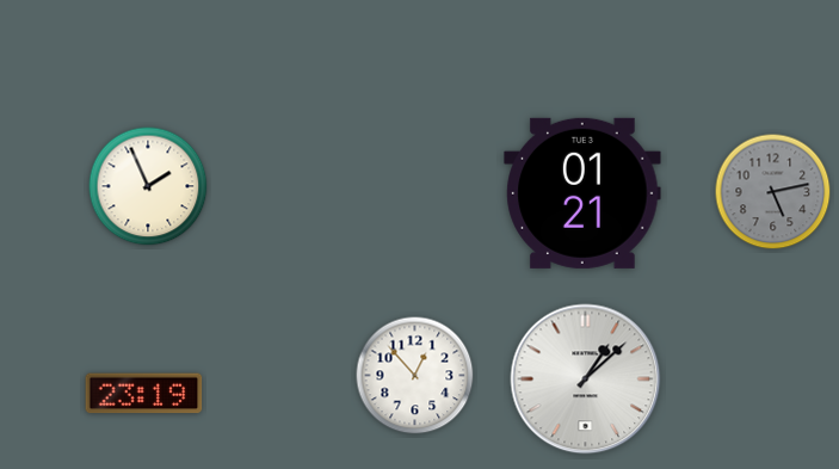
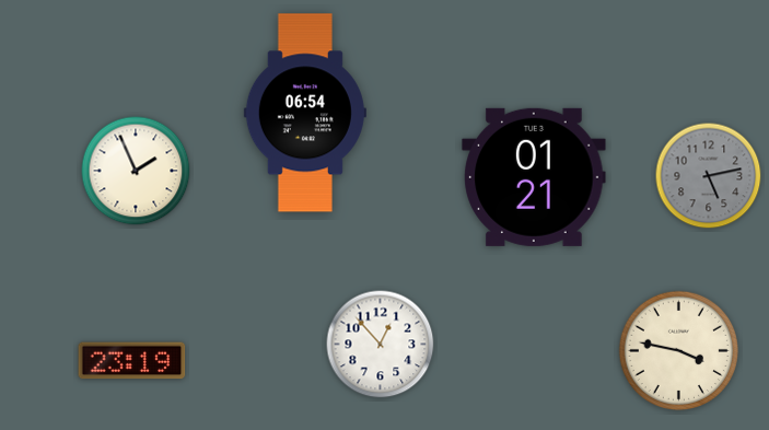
clock at (305, 113): none -> 06:54
clock at (586, 379): 1:08 -> none
clock at (679, 351): none -> 3:47
